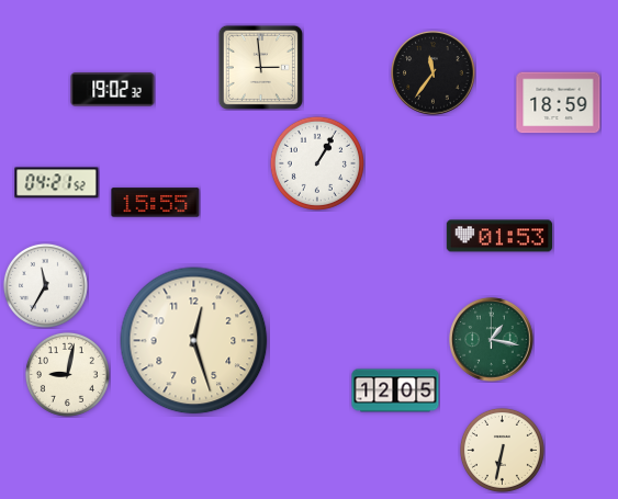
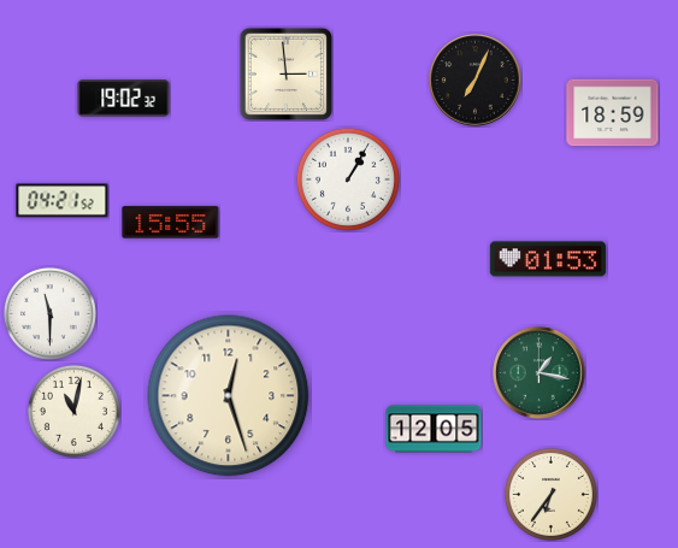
clock at (434, 73): 11:36 -> 7:04
clock at (45, 285): 11:35 -> 11:30
clock at (194, 341) position: (194, 341) -> (229, 396)
clock at (67, 374): 9:02 -> 11:02
clock at (502, 450): 6:32 -> 6:36
